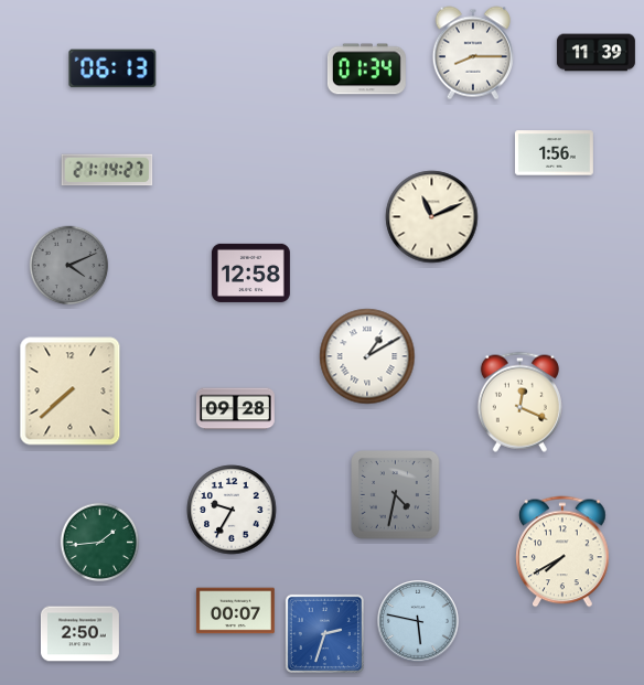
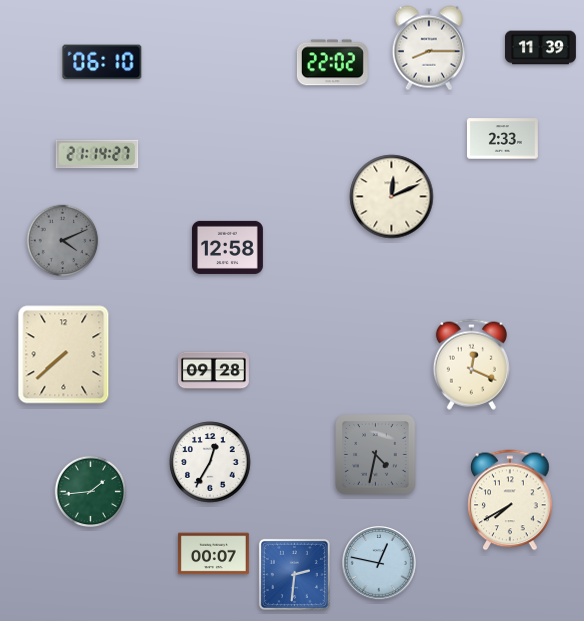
clock at (112, 68): 06:13 -> 06:10
clock at (366, 69): 01:34 -> 22:02
clock at (554, 153): 1:56 -> 2:33
clock at (432, 217): 11:11 -> 12:11
clock at (367, 356): 1:10 -> none
clock at (396, 495) position: (396, 495) -> (376, 455)
clock at (232, 510): 9:35 -> 12:35
clock at (418, 621): 5:47 -> 12:47
clock at (324, 633): 2:33 -> 2:31
clock at (79, 634): 2:50 -> none
